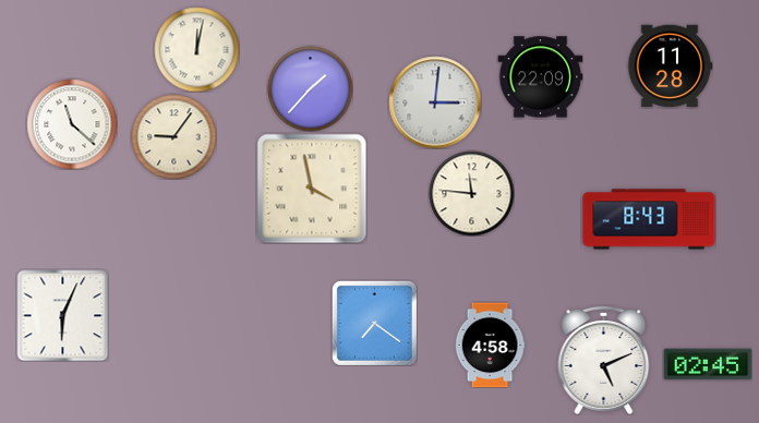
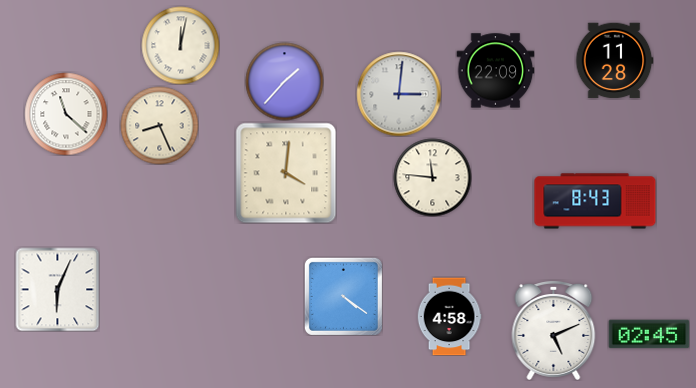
clock at (173, 136): 9:06 -> 8:26
clock at (312, 189): 3:58 -> 4:01
clock at (374, 323): 7:21 -> 4:21
